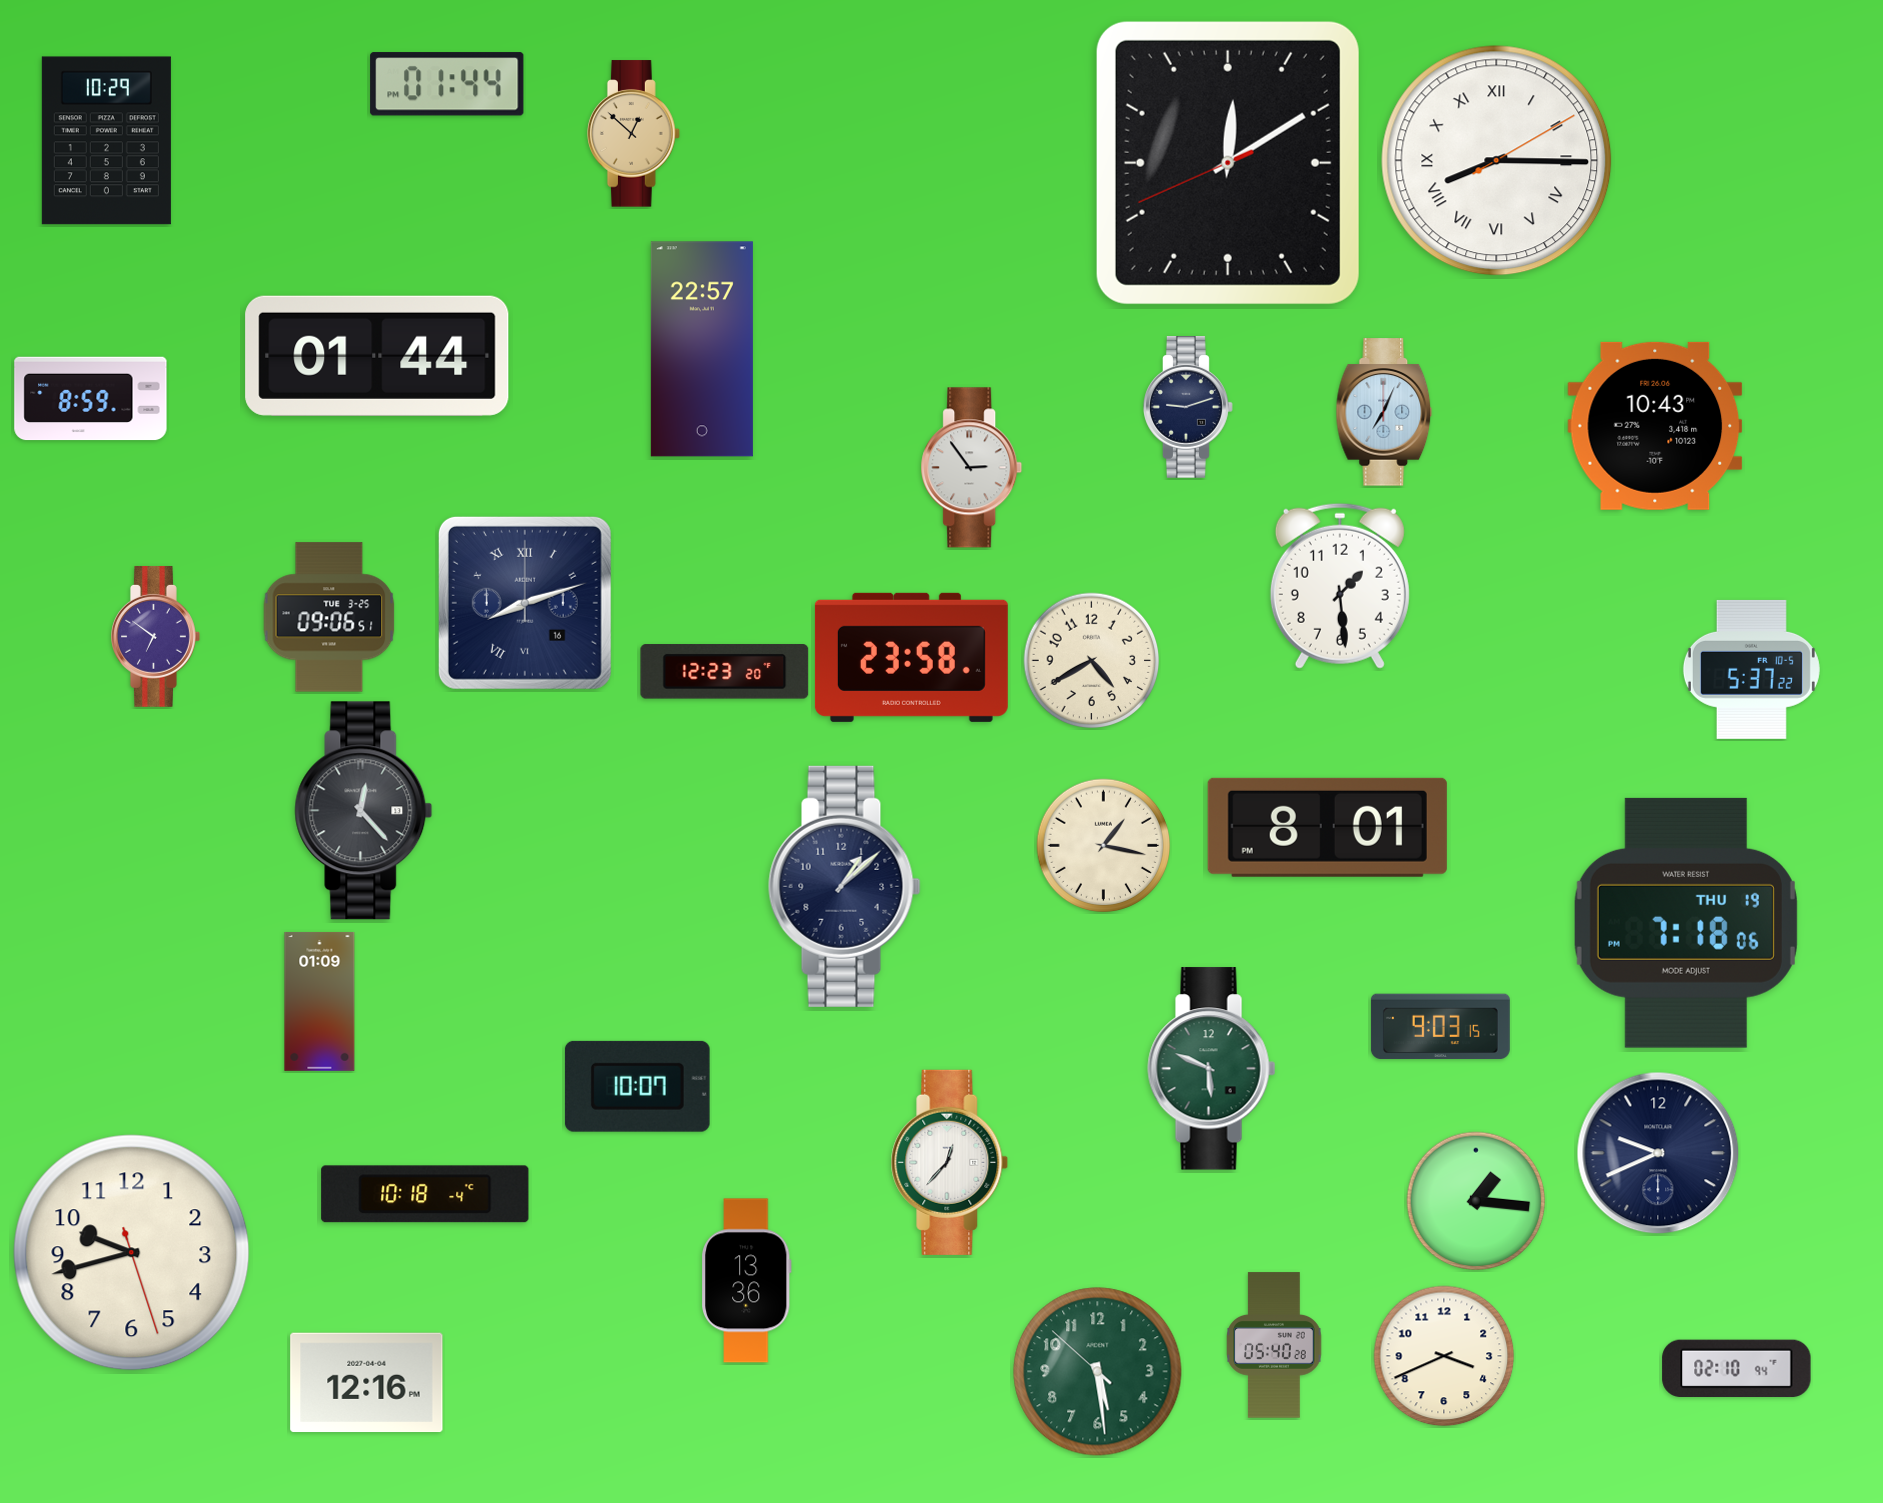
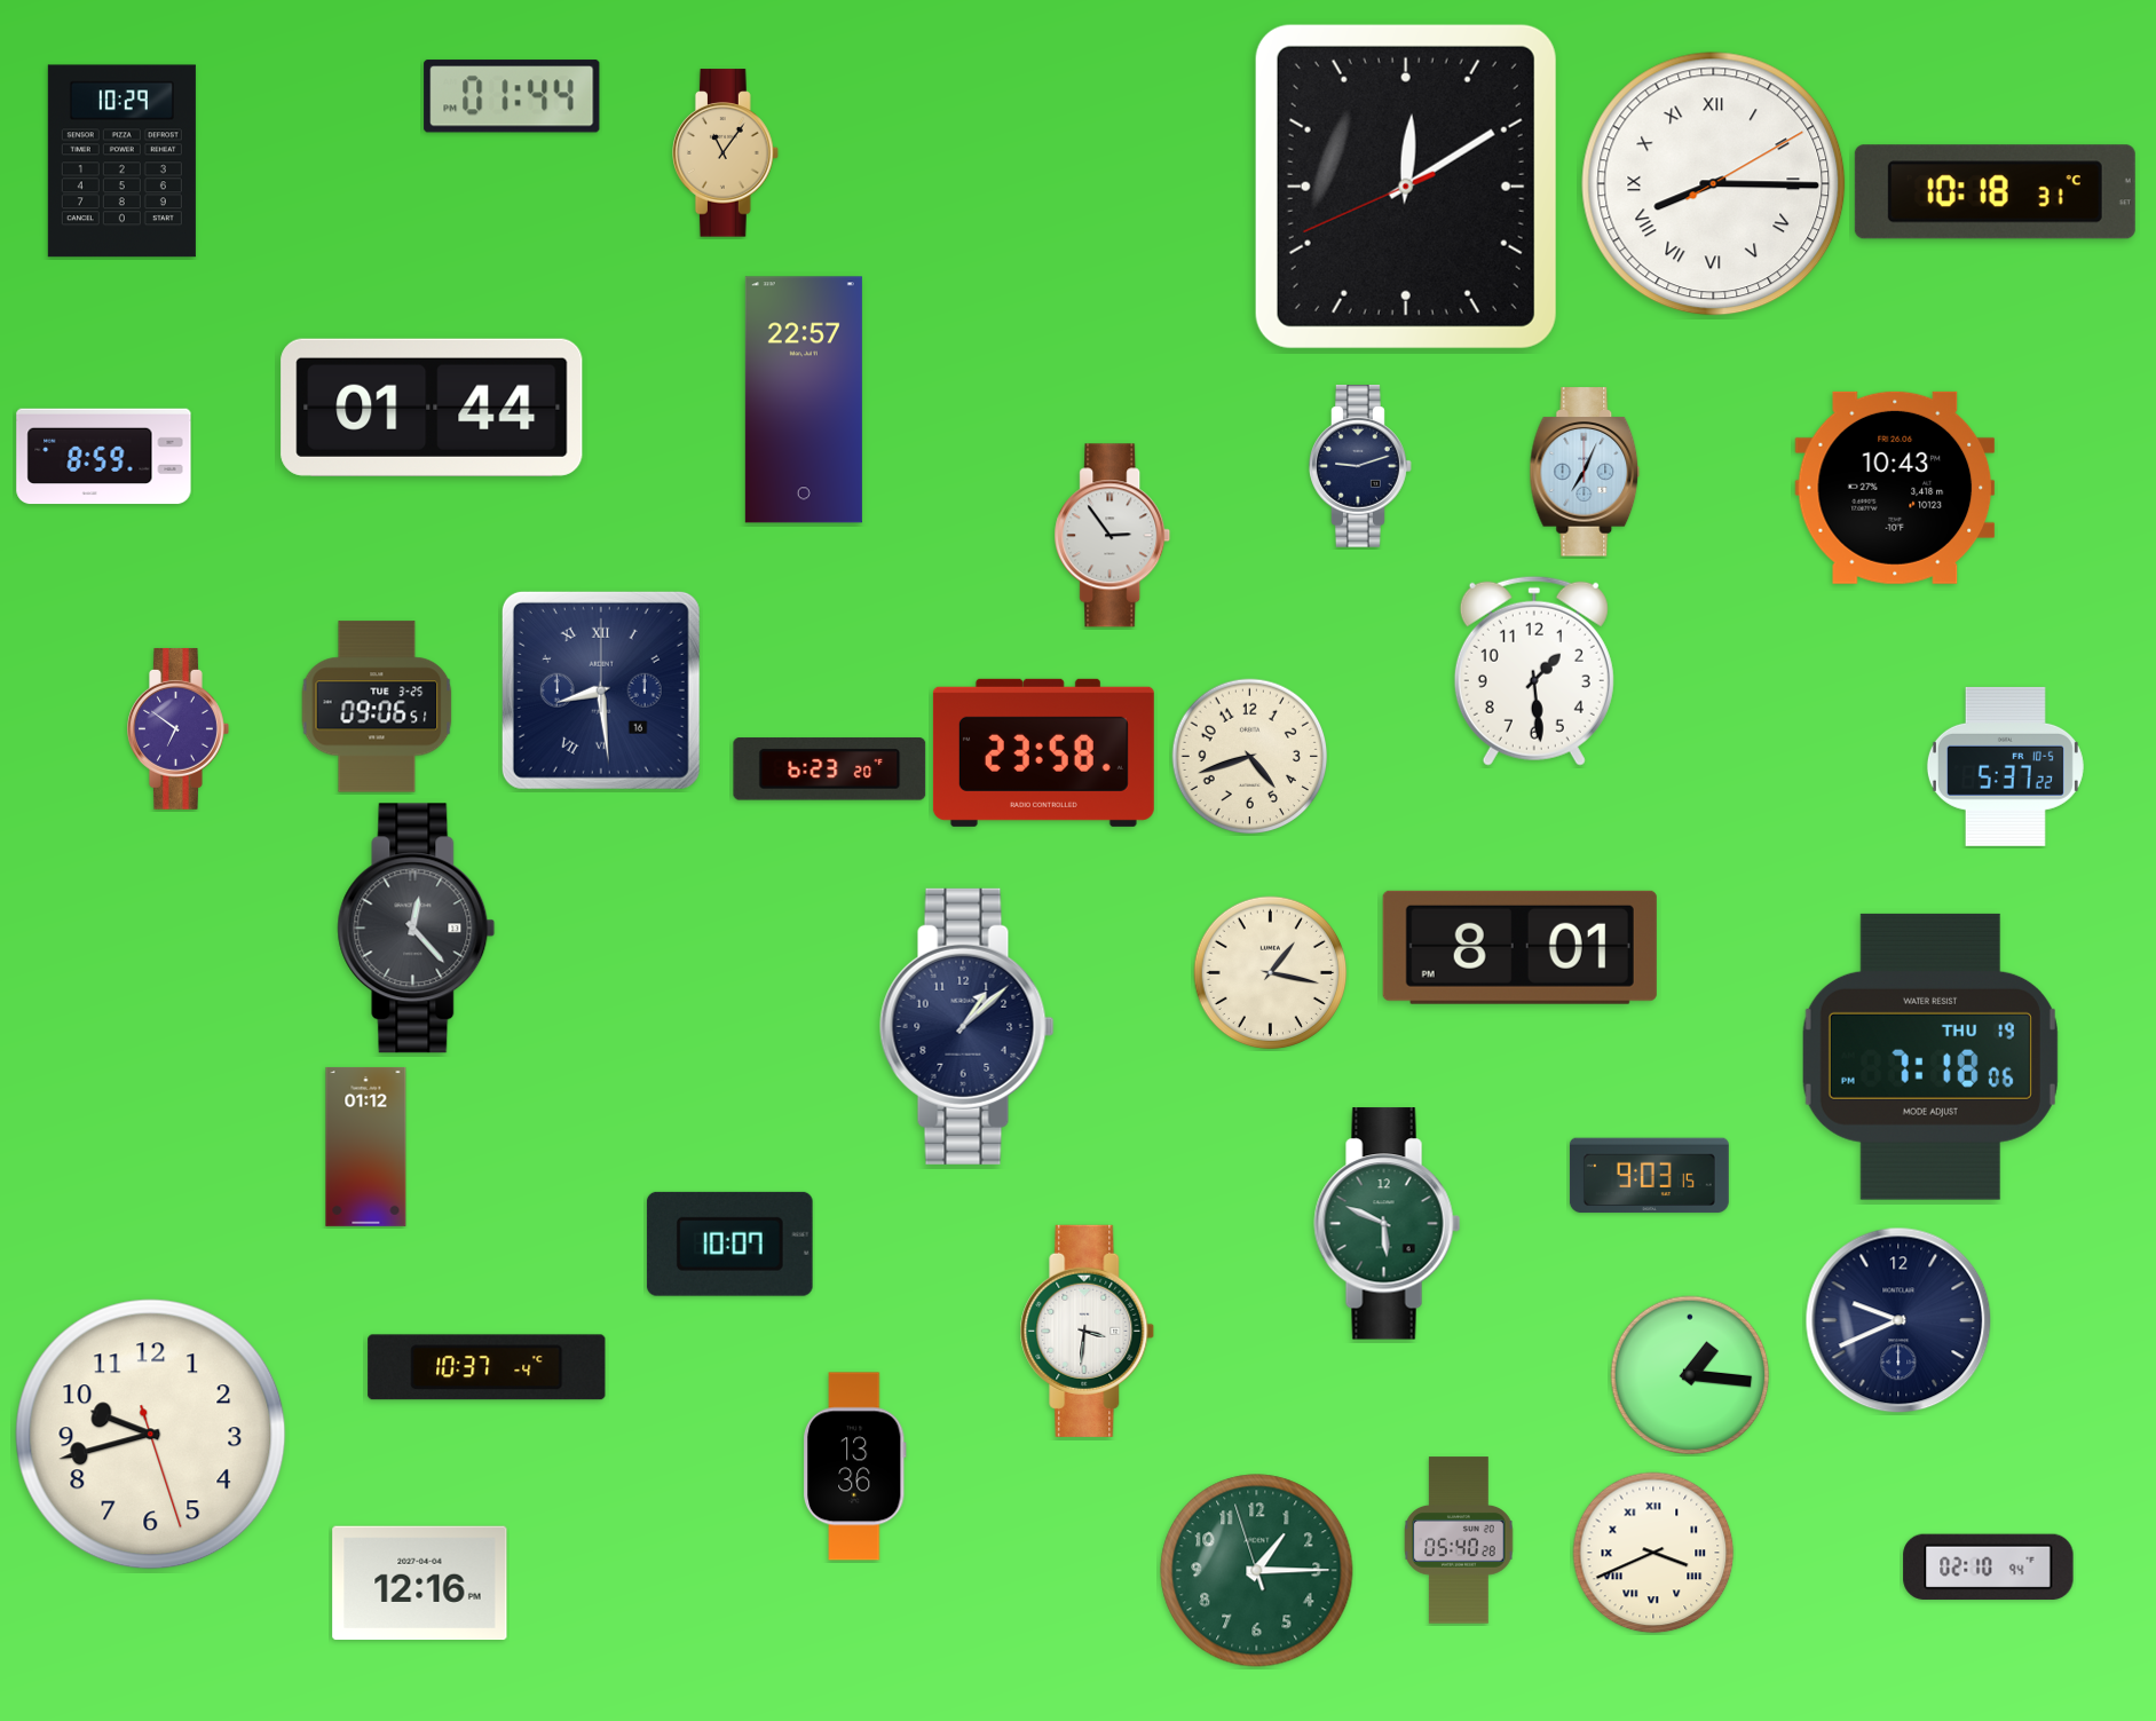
clock at (634, 134): 12:52 -> 11:06
clock at (1995, 192): none -> 10:18
clock at (525, 603): 8:12 -> 8:29
clock at (1092, 661): 4:40 -> 4:42
clock at (725, 672): 12:23 -> 6:23
clock at (1104, 846) position: (1104, 846) -> (1271, 973)
clock at (845, 886) position: (845, 886) -> (968, 1026)
clock at (320, 1001): 01:09 -> 01:12
clock at (950, 1162): 12:37 -> 3:31
clock at (425, 1194): 10:18 -> 10:37
clock at (1444, 1356) numerals: Arabic -> Roman
clock at (1098, 1372): 5:28 -> 1:14
